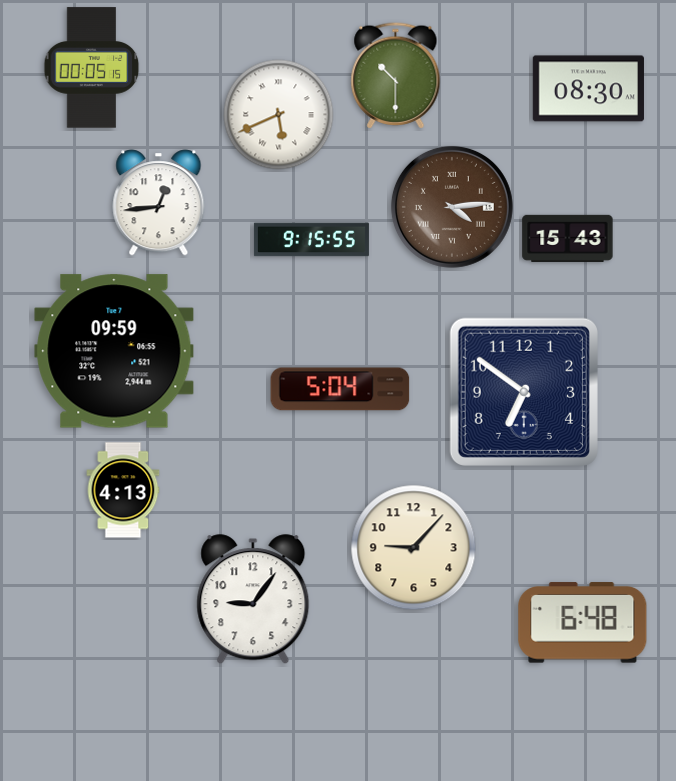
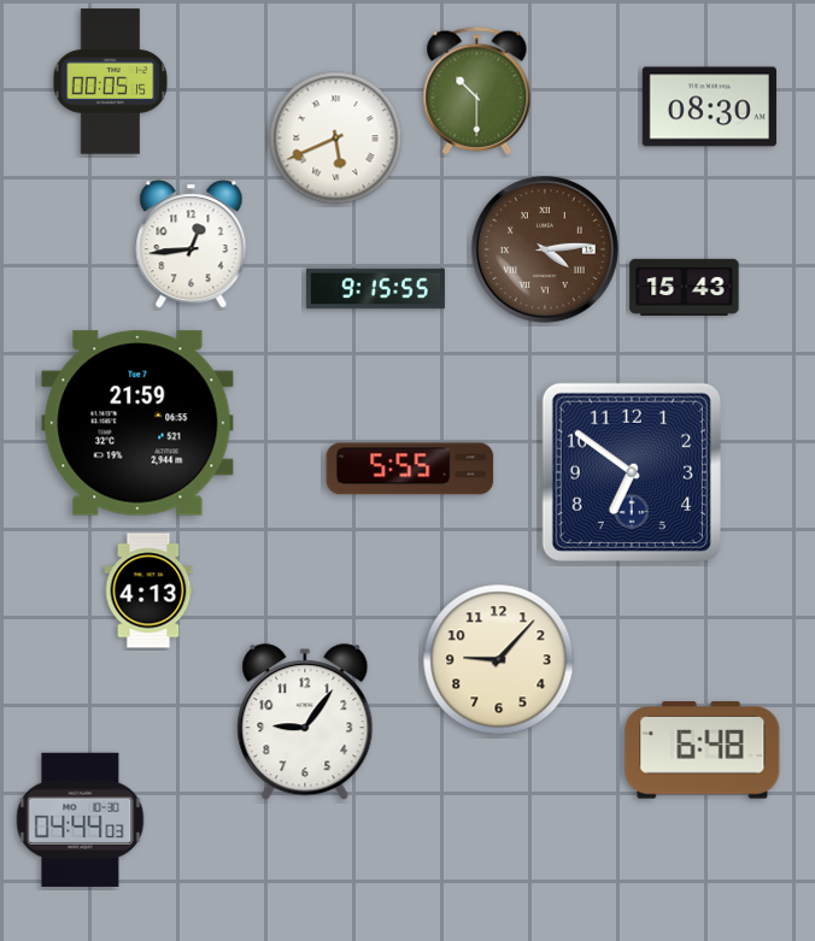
clock at (114, 351): 09:59 -> 21:59
clock at (340, 389): 5:04 -> 5:55
clock at (81, 819): none -> 04:44
